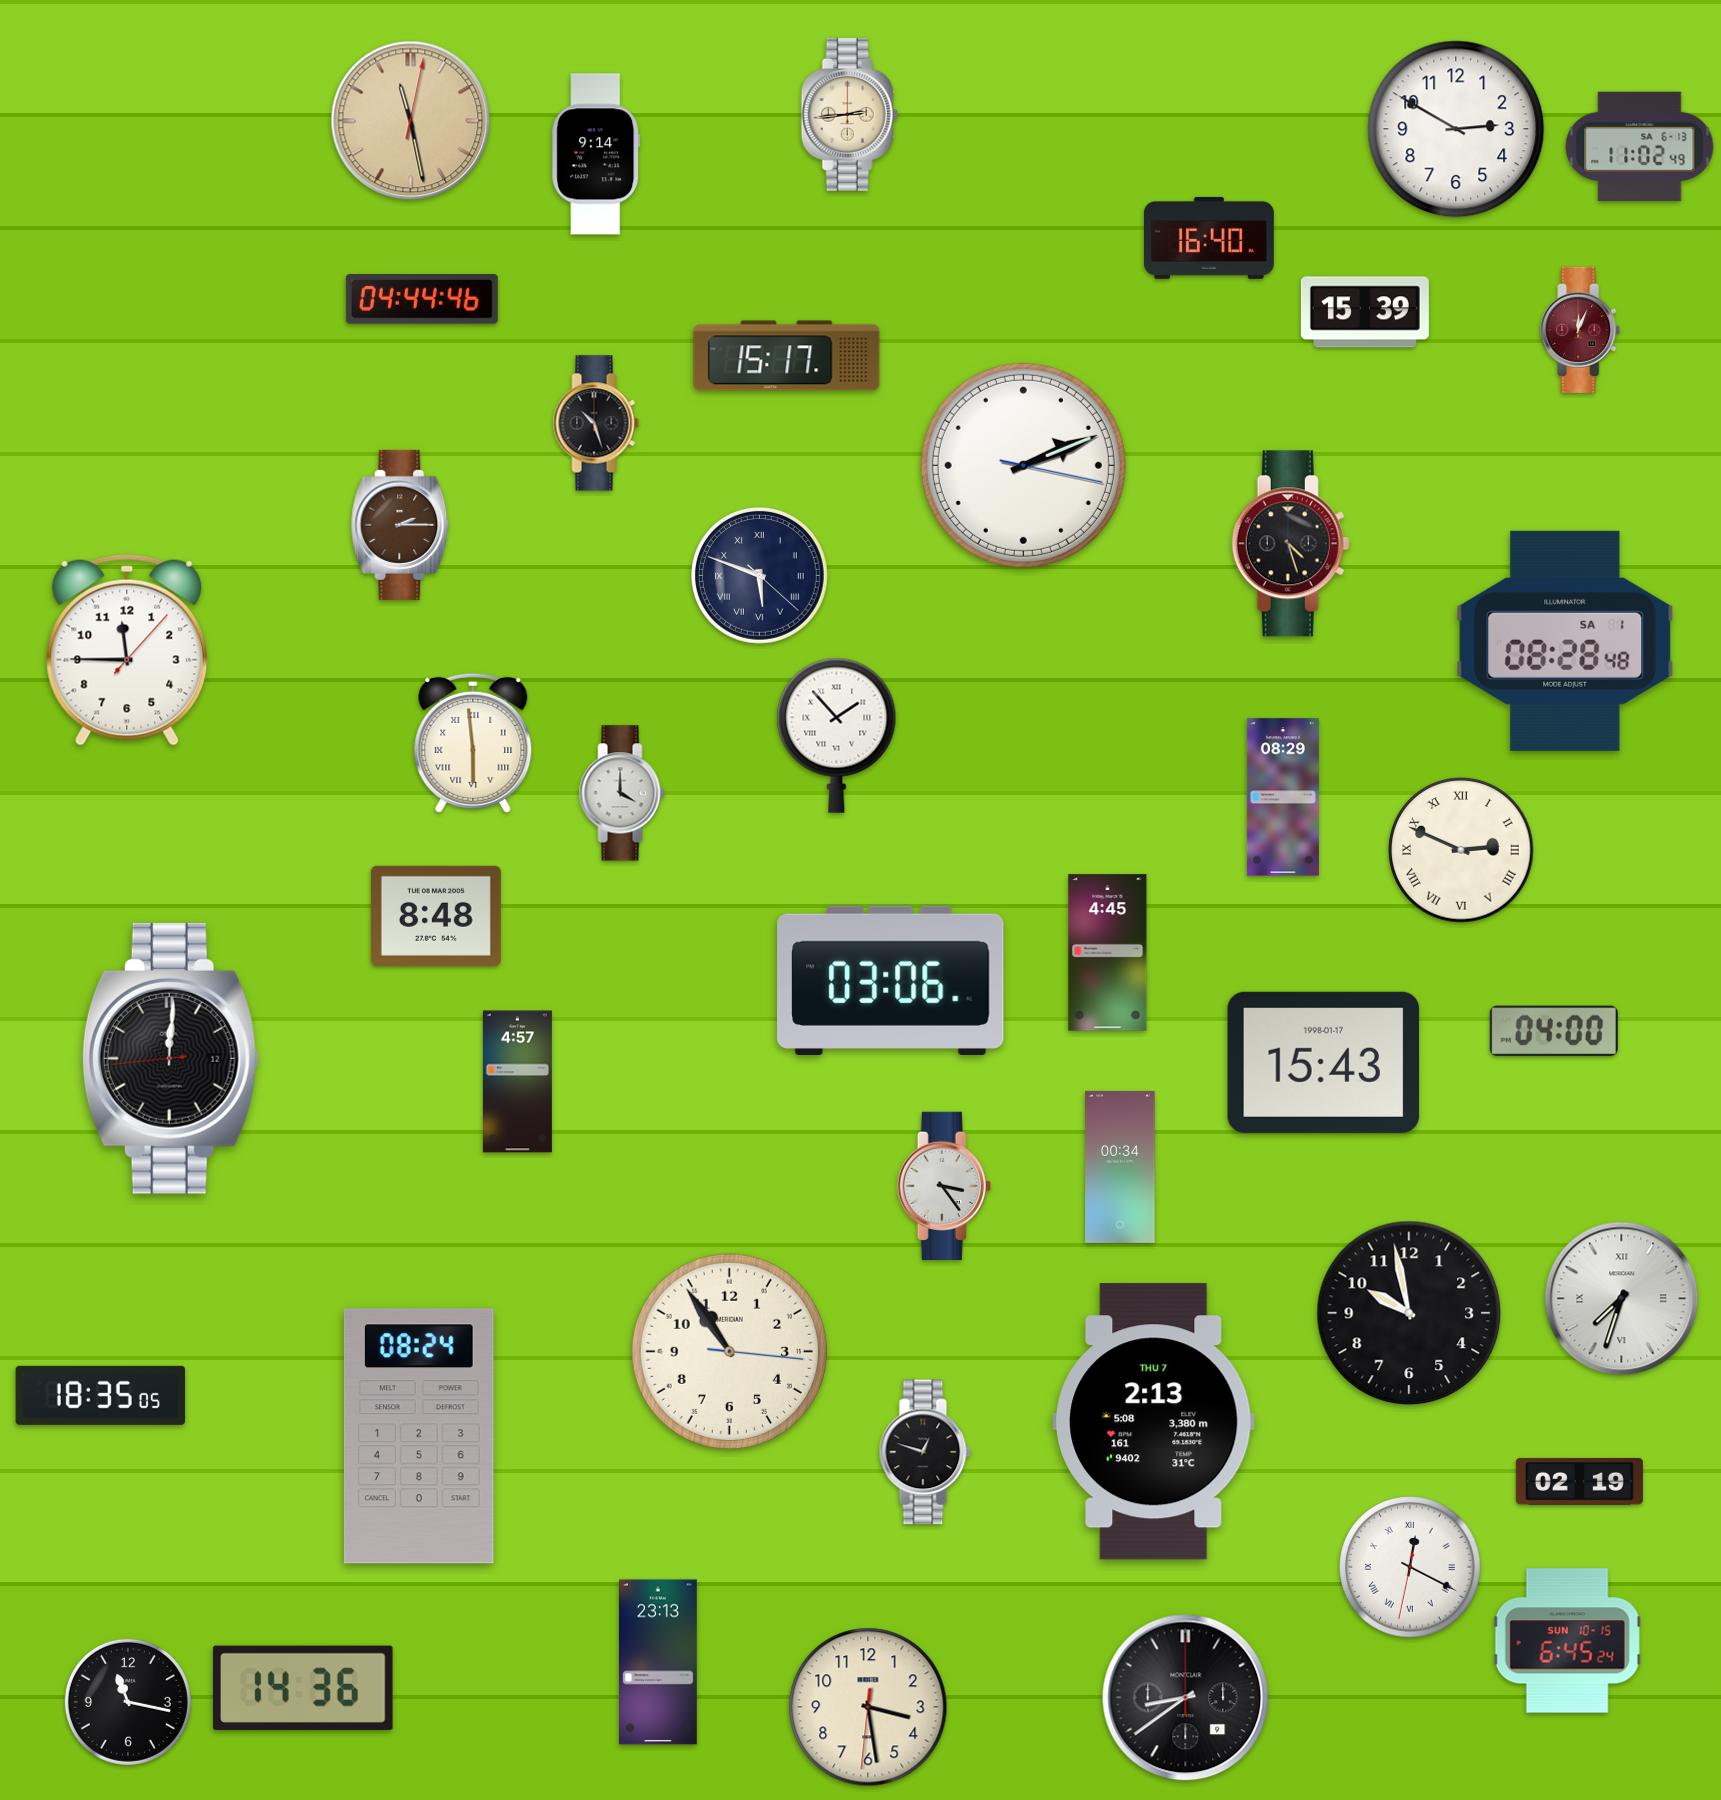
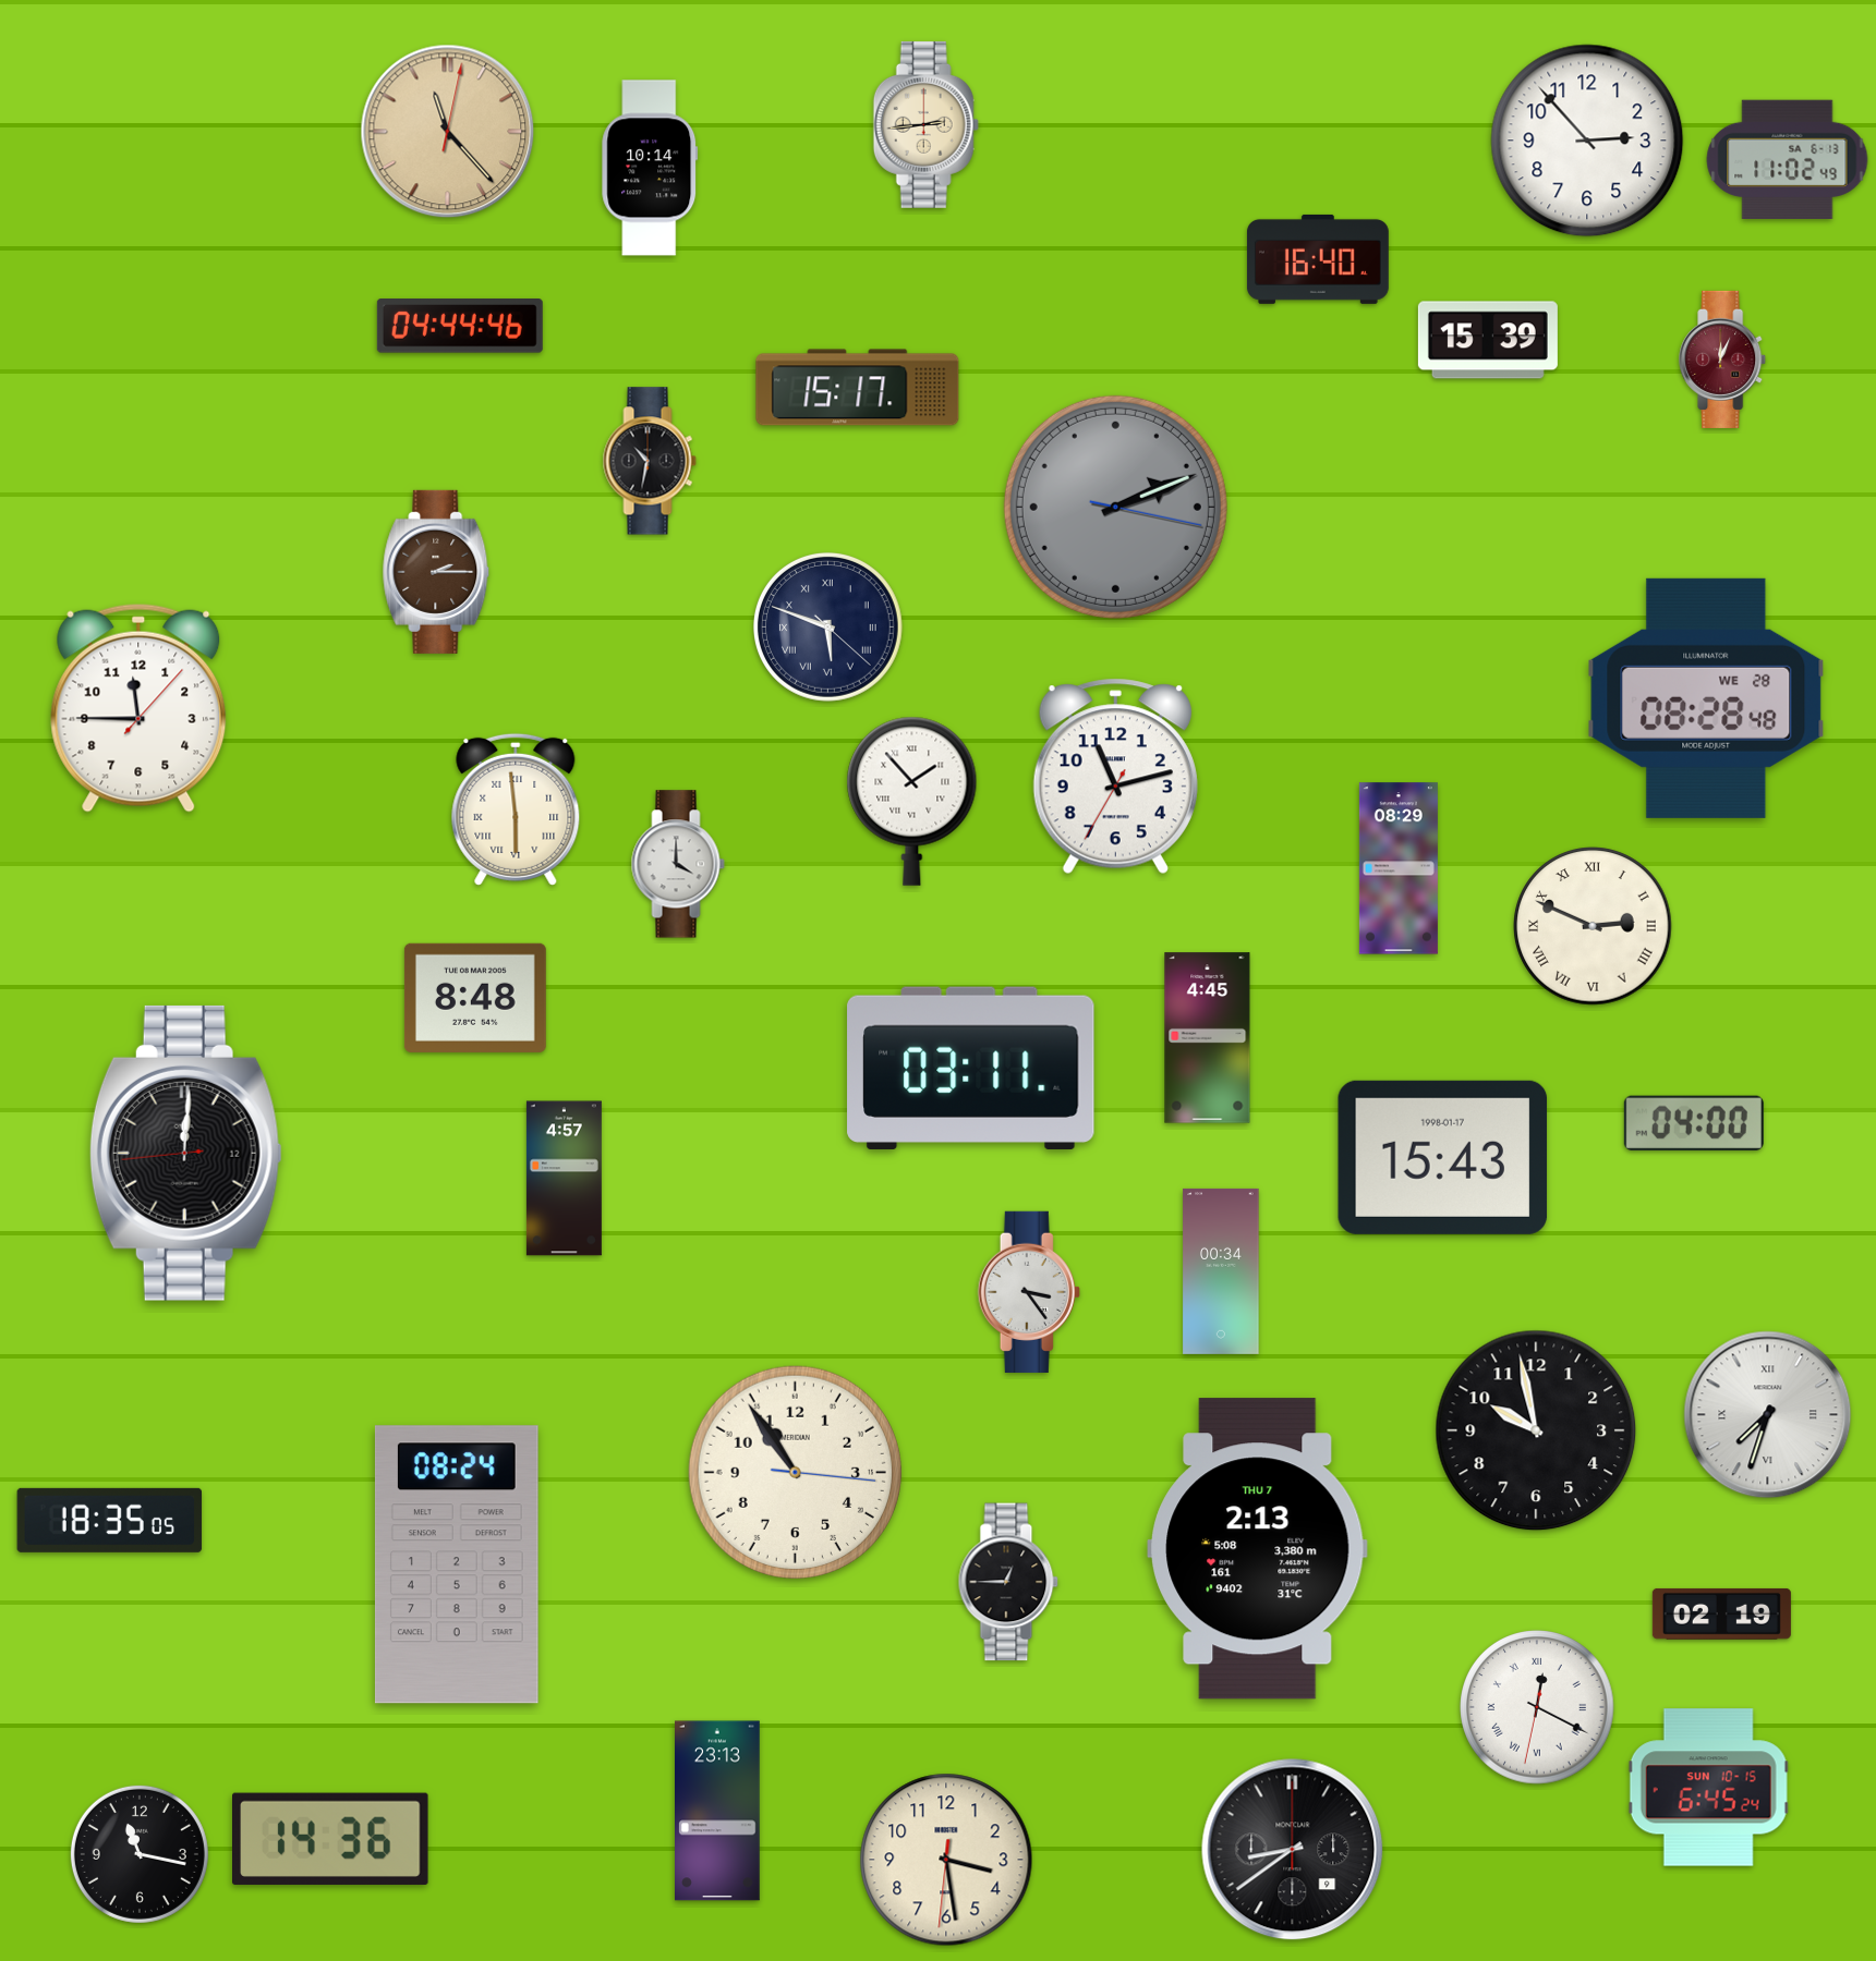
clock at (411, 121): 11:28 -> 11:23
clock at (1456, 129): 2:50 -> 2:53
clock at (596, 154): 9:14 -> 10:14
clock at (596, 423): 10:27 -> 10:32
clock at (1023, 465) dial: white -> grey
clock at (1291, 544): 4:27 -> none
clock at (1565, 641) date: SA 1 -> WE 28
clock at (1115, 777): none -> 11:12
clock at (891, 980): 03:06 -> 03:11
clock at (925, 1452): 12:48 -> 12:45
